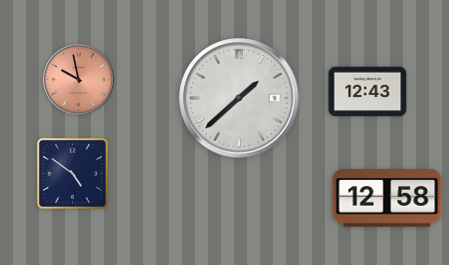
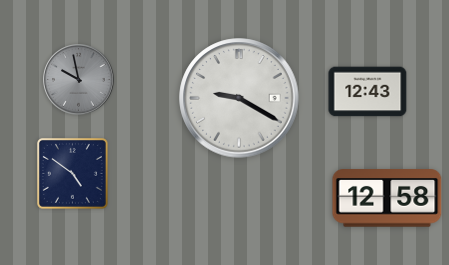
clock at (79, 80) dial: salmon -> grey
clock at (239, 98): 1:38 -> 9:20
